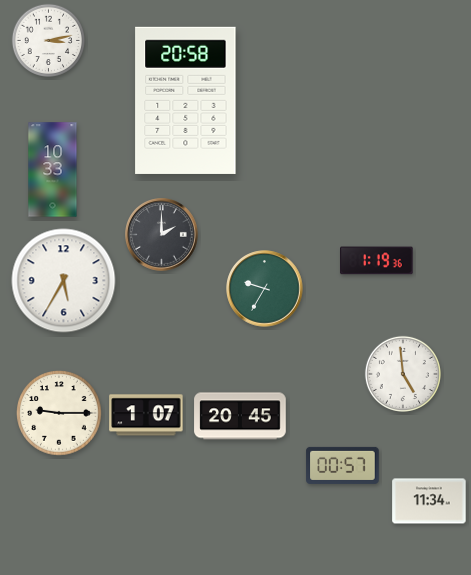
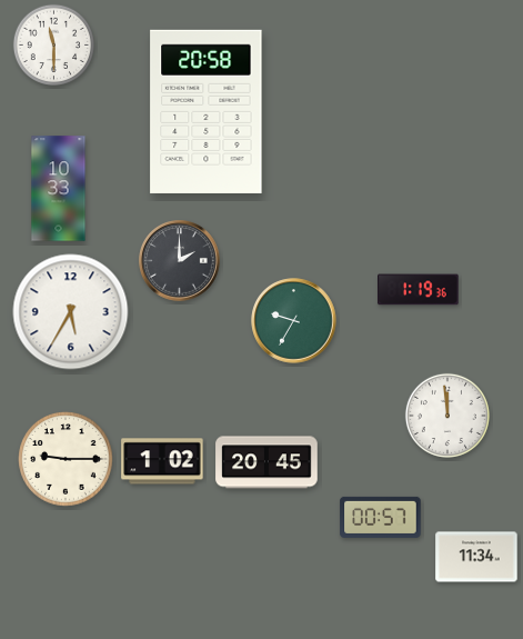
clock at (49, 41): 3:13 -> 11:30
clock at (403, 374): 4:59 -> 11:59
clock at (146, 415): 1:07 -> 1:02
